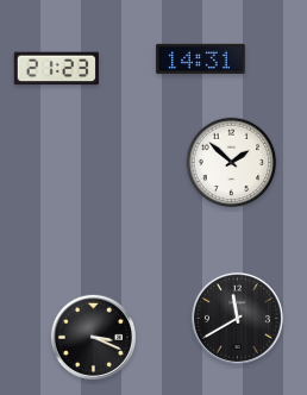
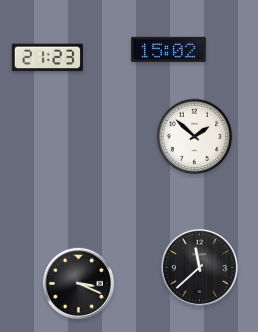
clock at (201, 58): 14:31 -> 15:02
clock at (237, 318): 11:40 -> 11:38
